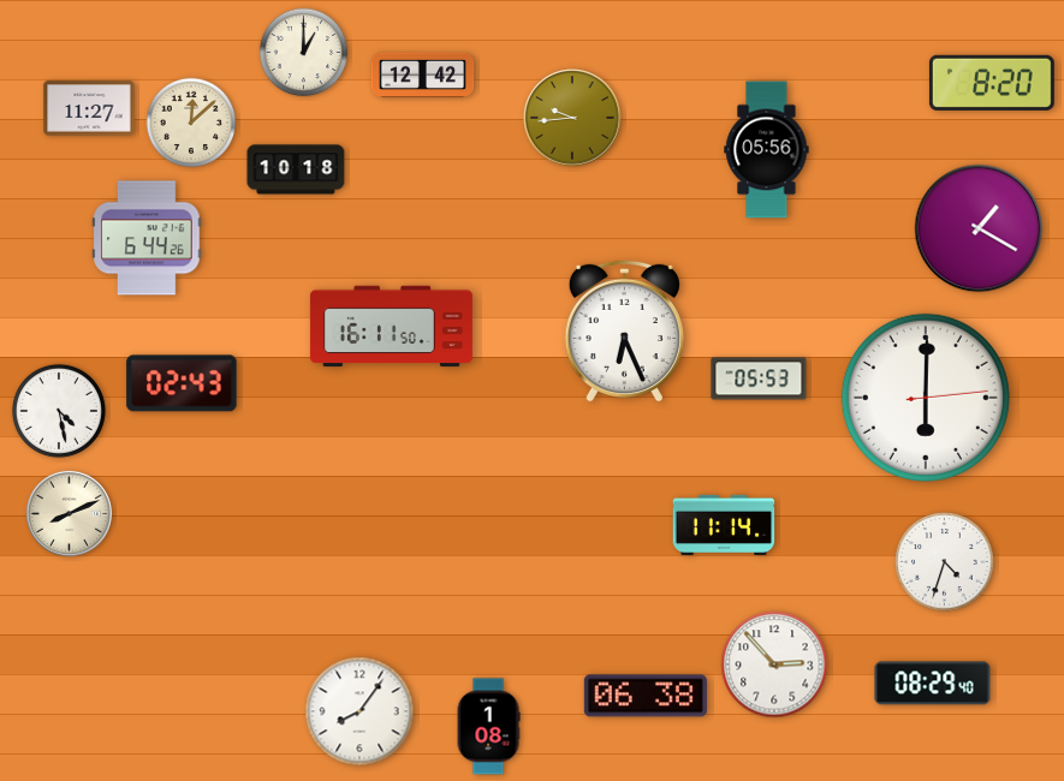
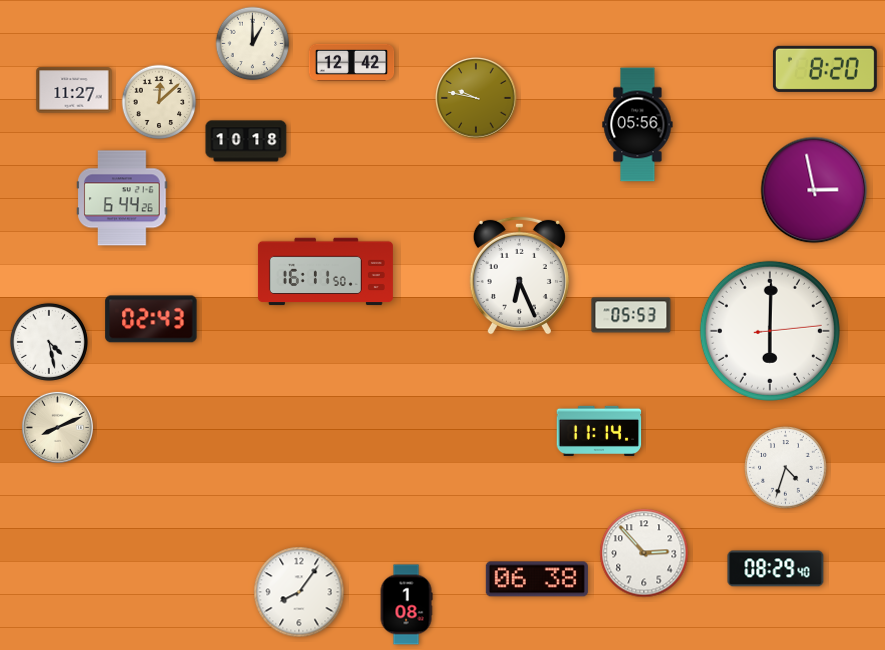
clock at (572, 118): 9:44 -> 9:47
clock at (979, 228): 1:20 -> 2:58
clock at (724, 525) position: (724, 525) -> (599, 431)
